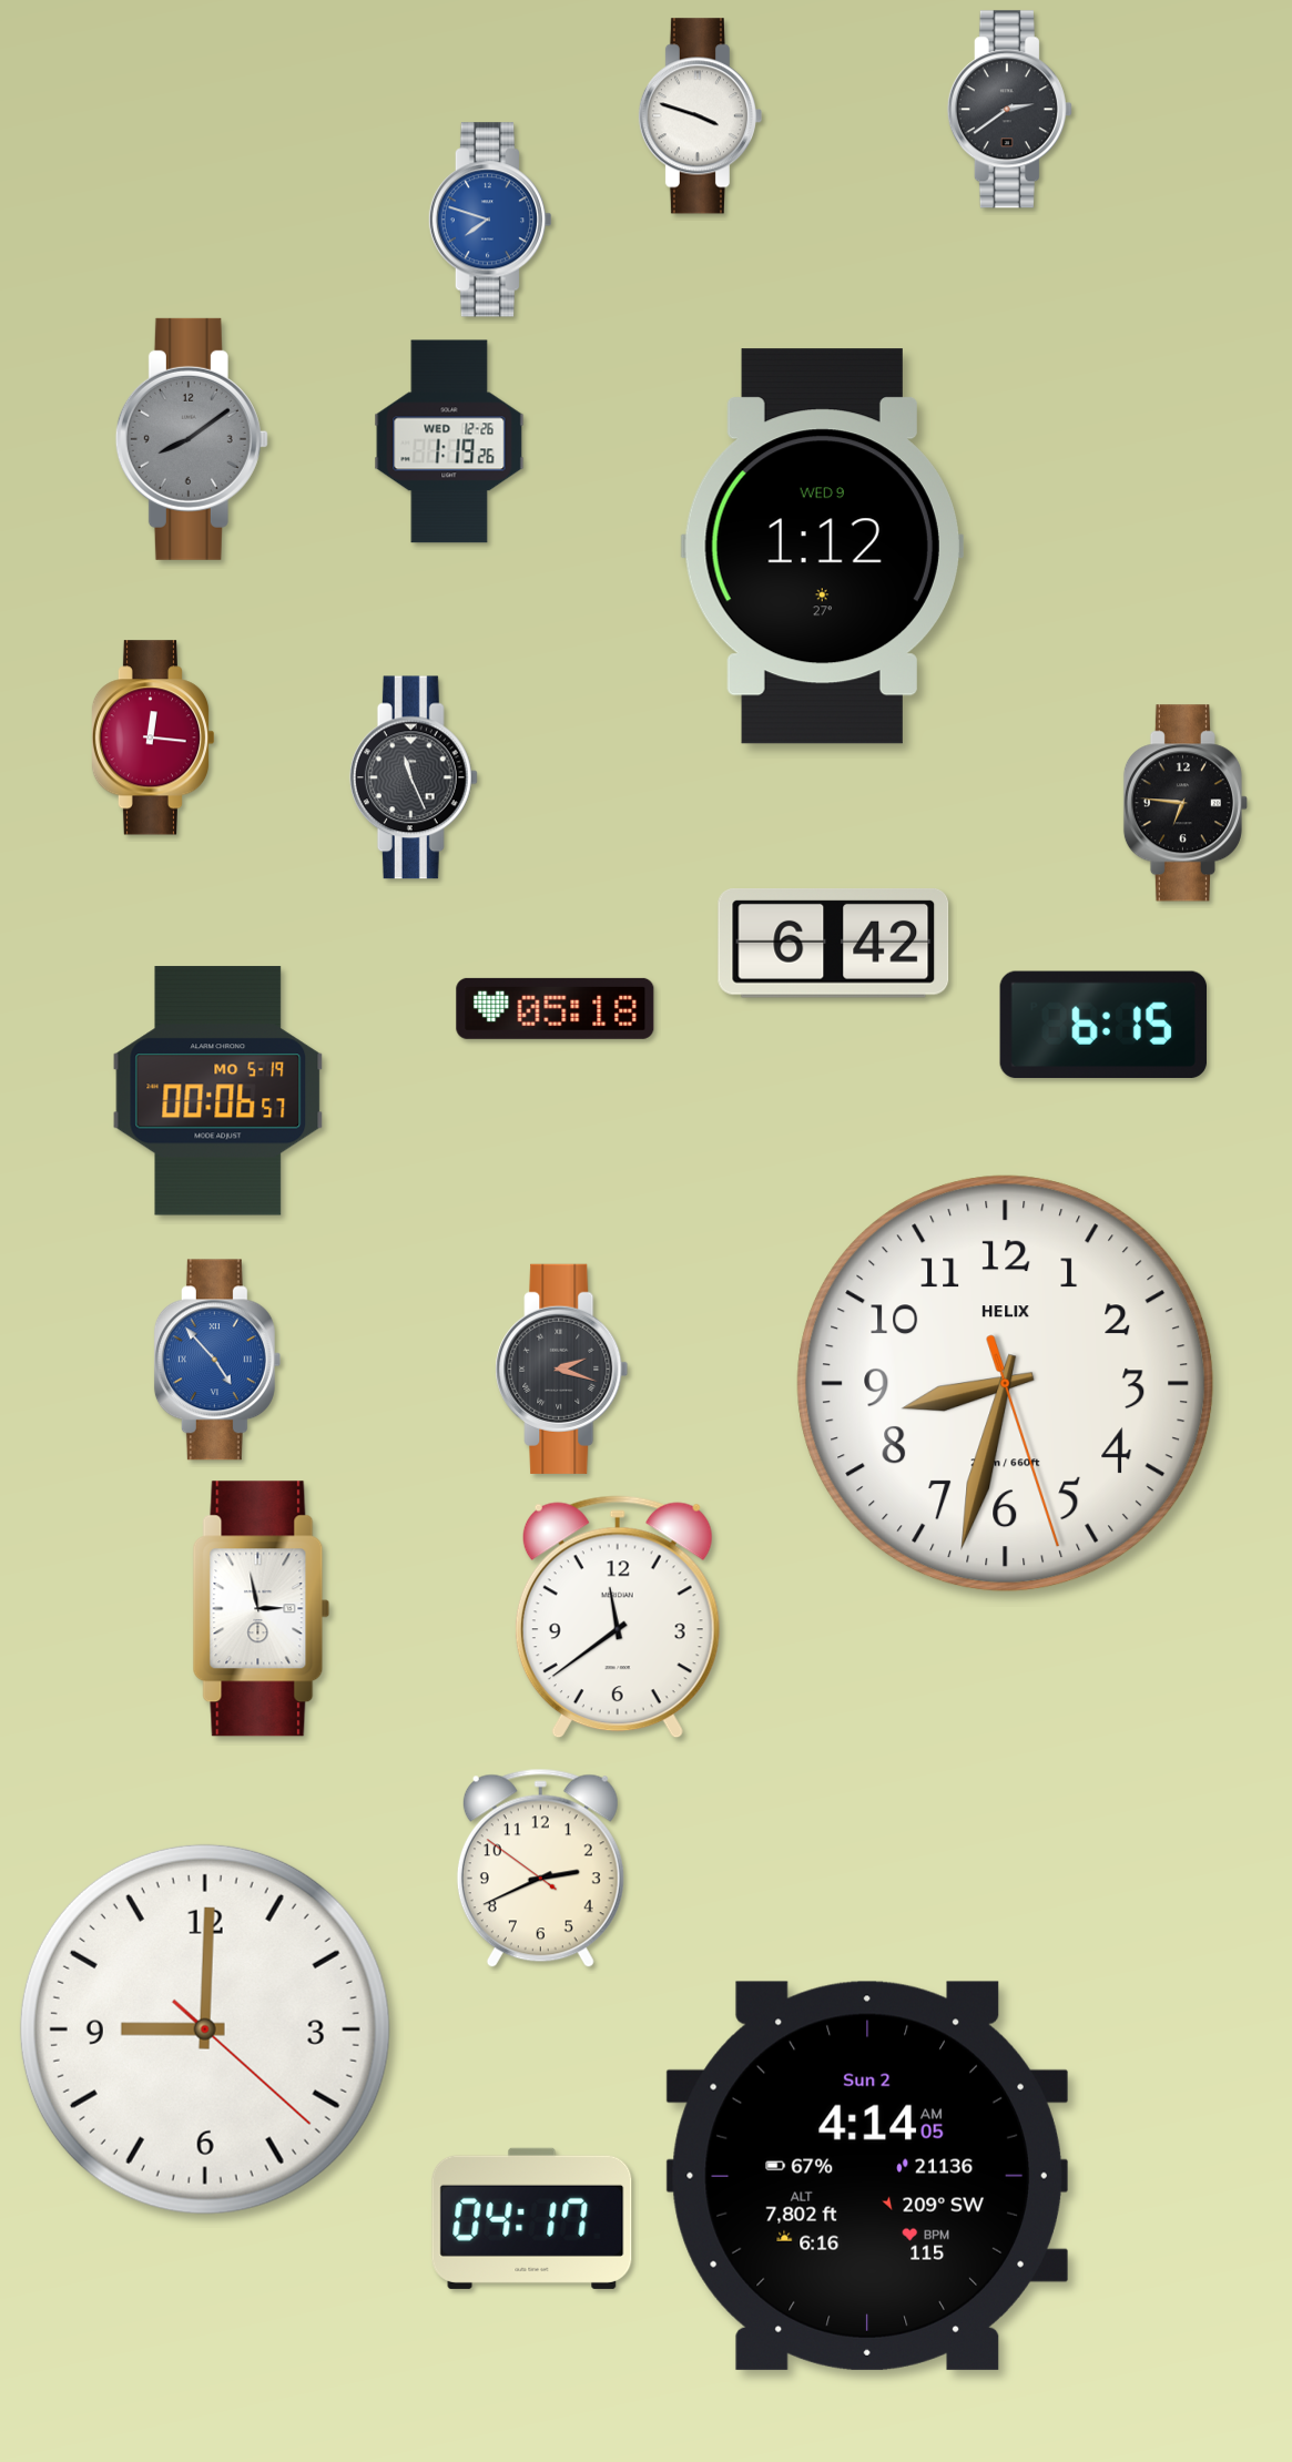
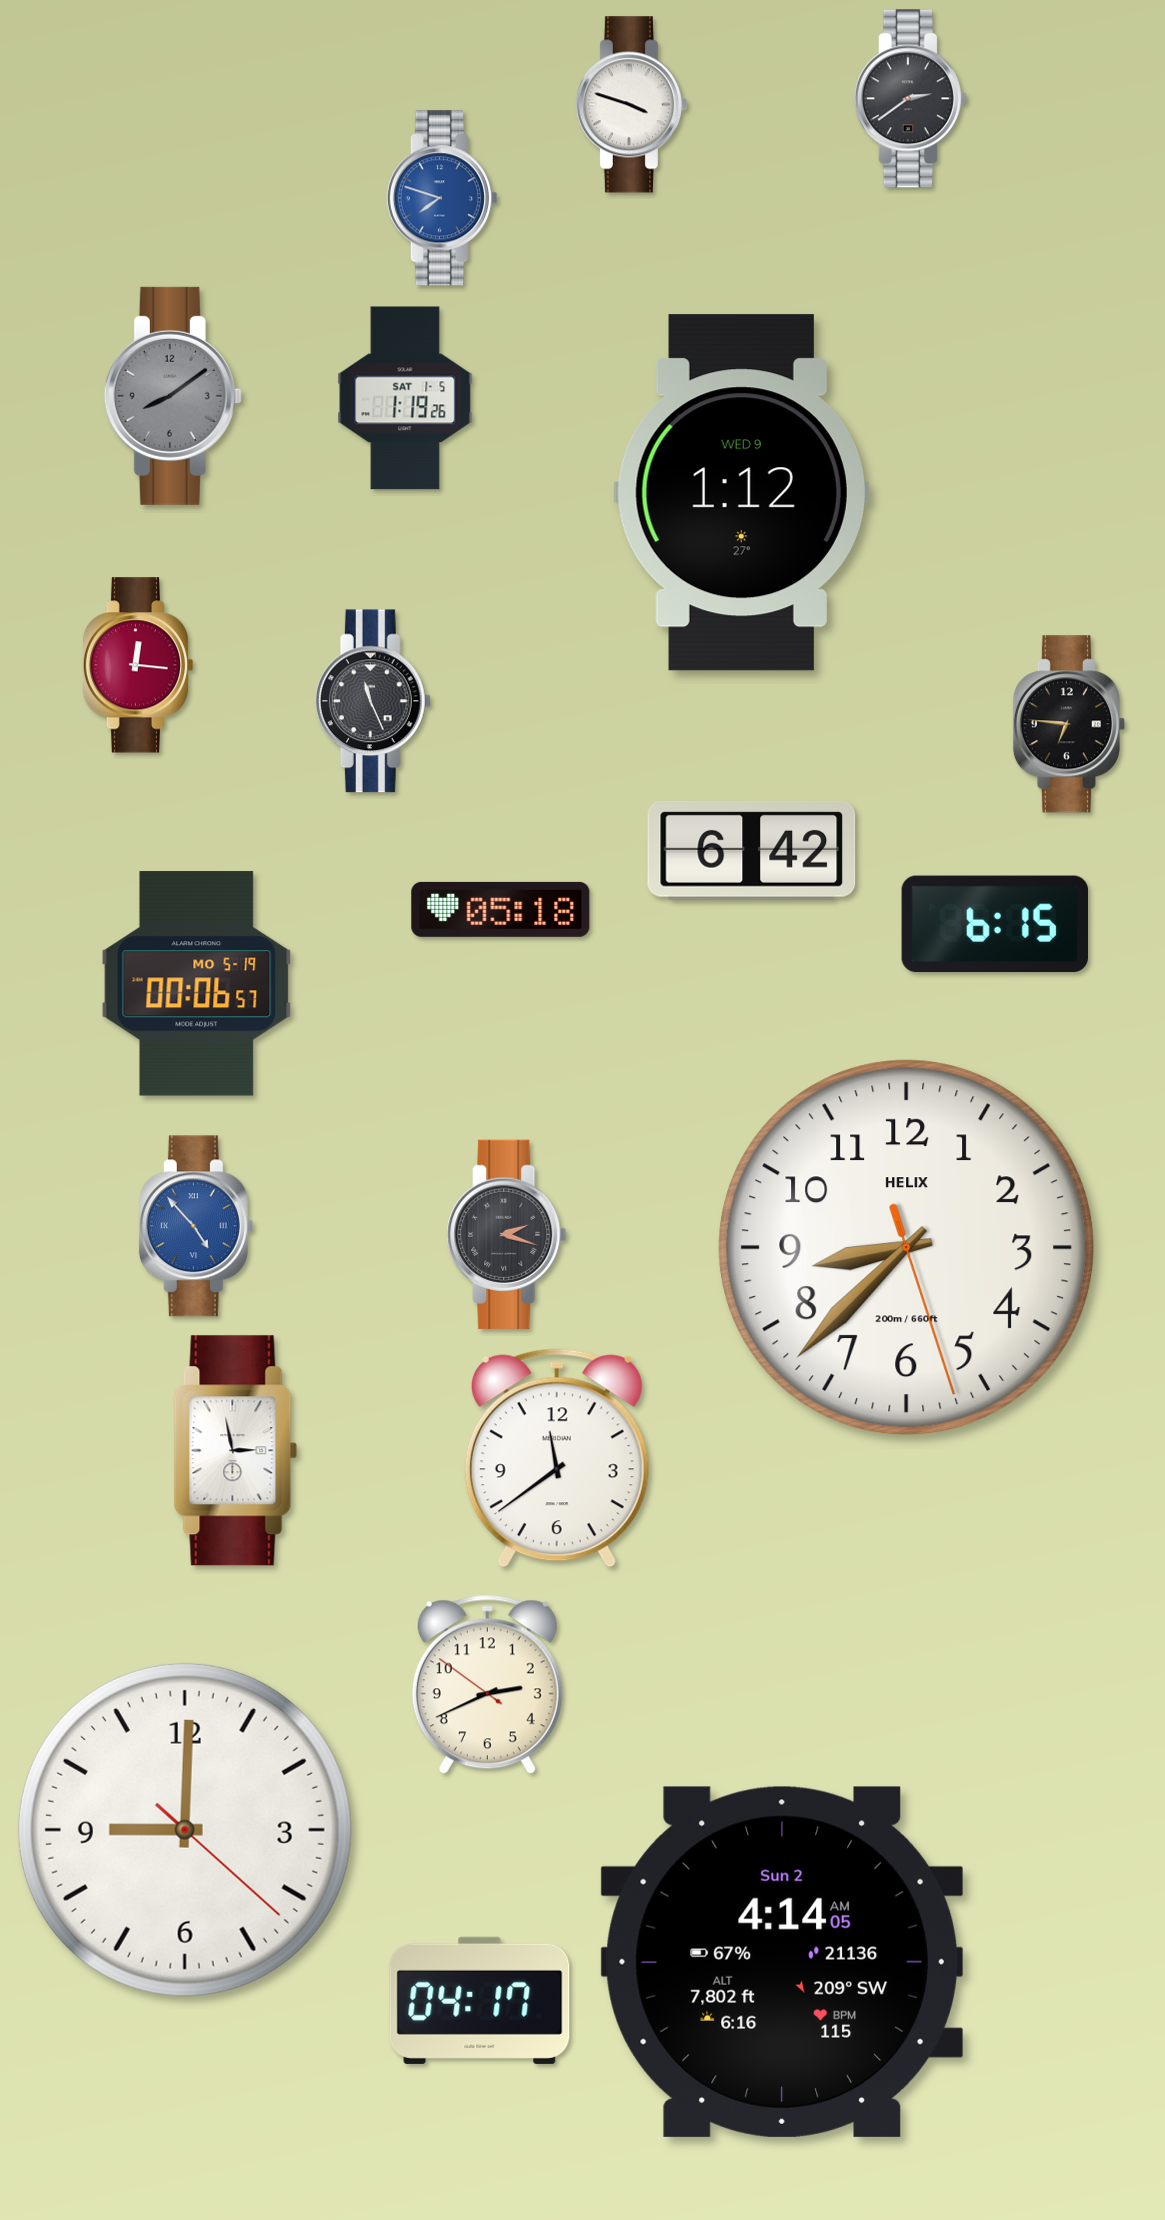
clock at (449, 441) date: WED 12-26 -> SAT 1-5
clock at (1006, 1384): 8:32 -> 8:37
